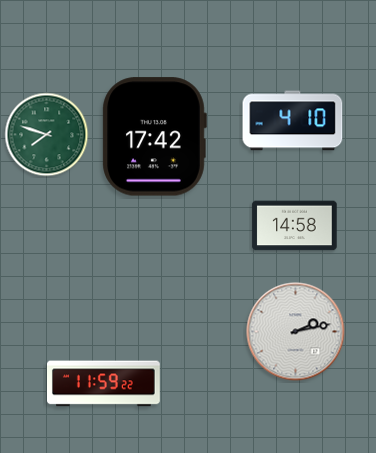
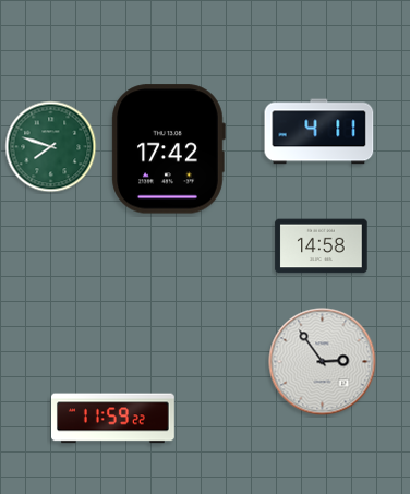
clock at (293, 121): 4:10 -> 4:11
clock at (296, 332): 2:13 -> 2:54
